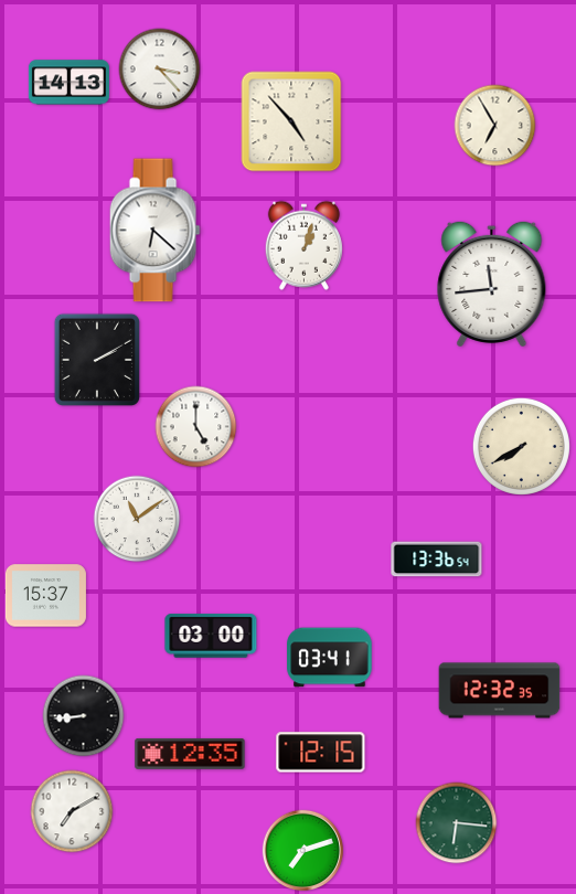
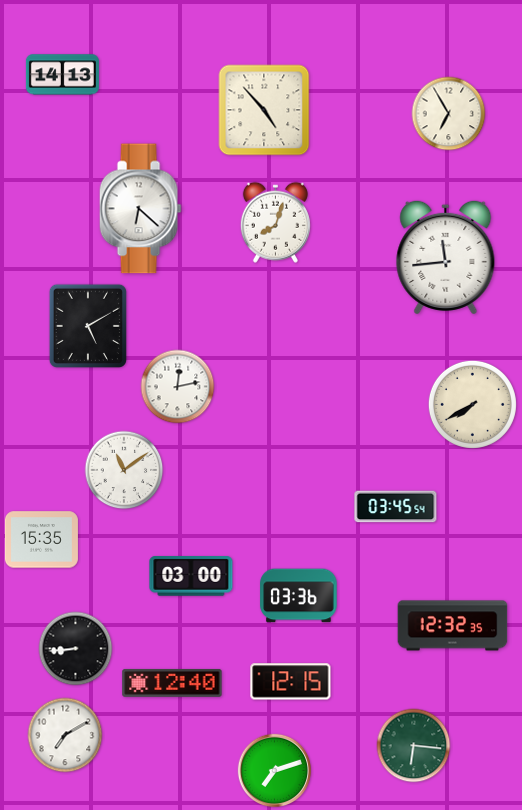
clock at (160, 70): 3:23 -> none
clock at (303, 245): 1:03 -> 8:03
clock at (97, 360): 2:10 -> 5:10
clock at (196, 427): 5:00 -> 12:13
clock at (437, 560): 13:36 -> 03:45
clock at (45, 596): 15:37 -> 15:35
clock at (330, 658): 03:41 -> 03:36
clock at (190, 754): 12:35 -> 12:40
